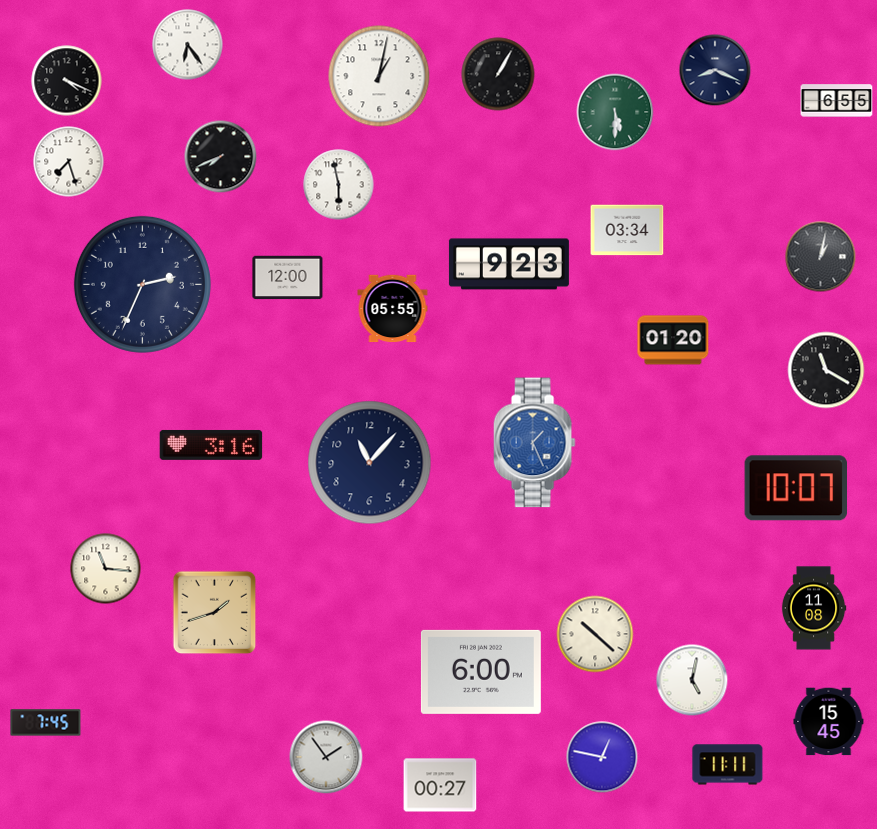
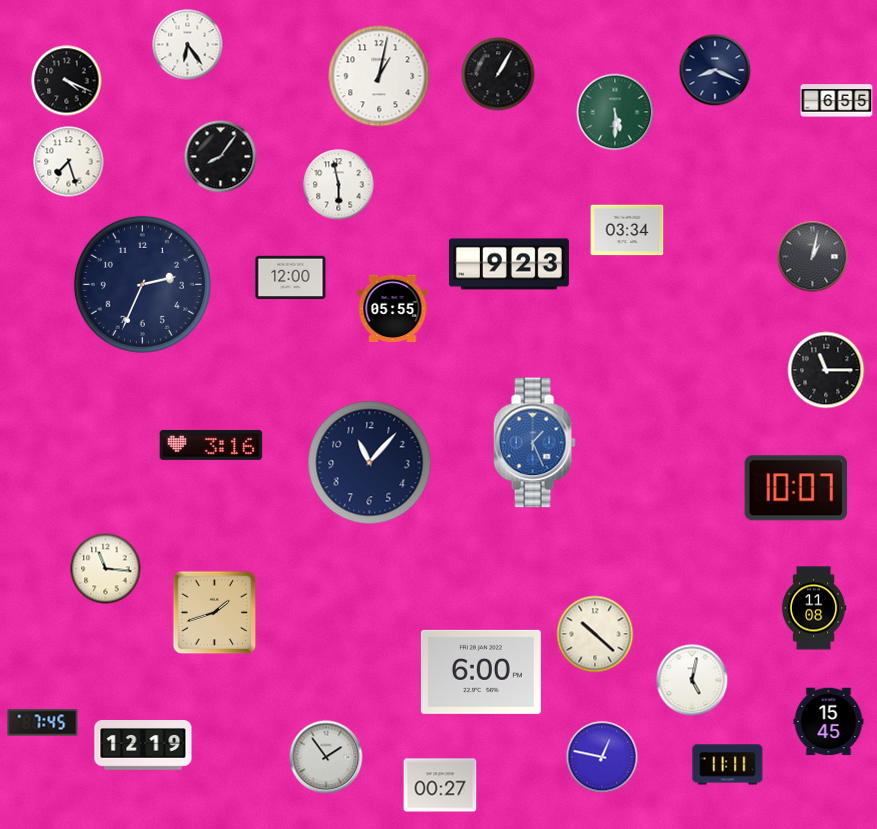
clock at (221, 157): 7:41 -> 8:06
clock at (821, 257) position: (821, 257) -> (813, 257)
clock at (288, 278) position: (288, 278) -> (291, 278)
clock at (673, 340): 01:20 -> none
clock at (826, 370): 11:20 -> 11:15
clock at (46, 723) position: (46, 723) -> (43, 723)
clock at (143, 745): none -> 12:19
